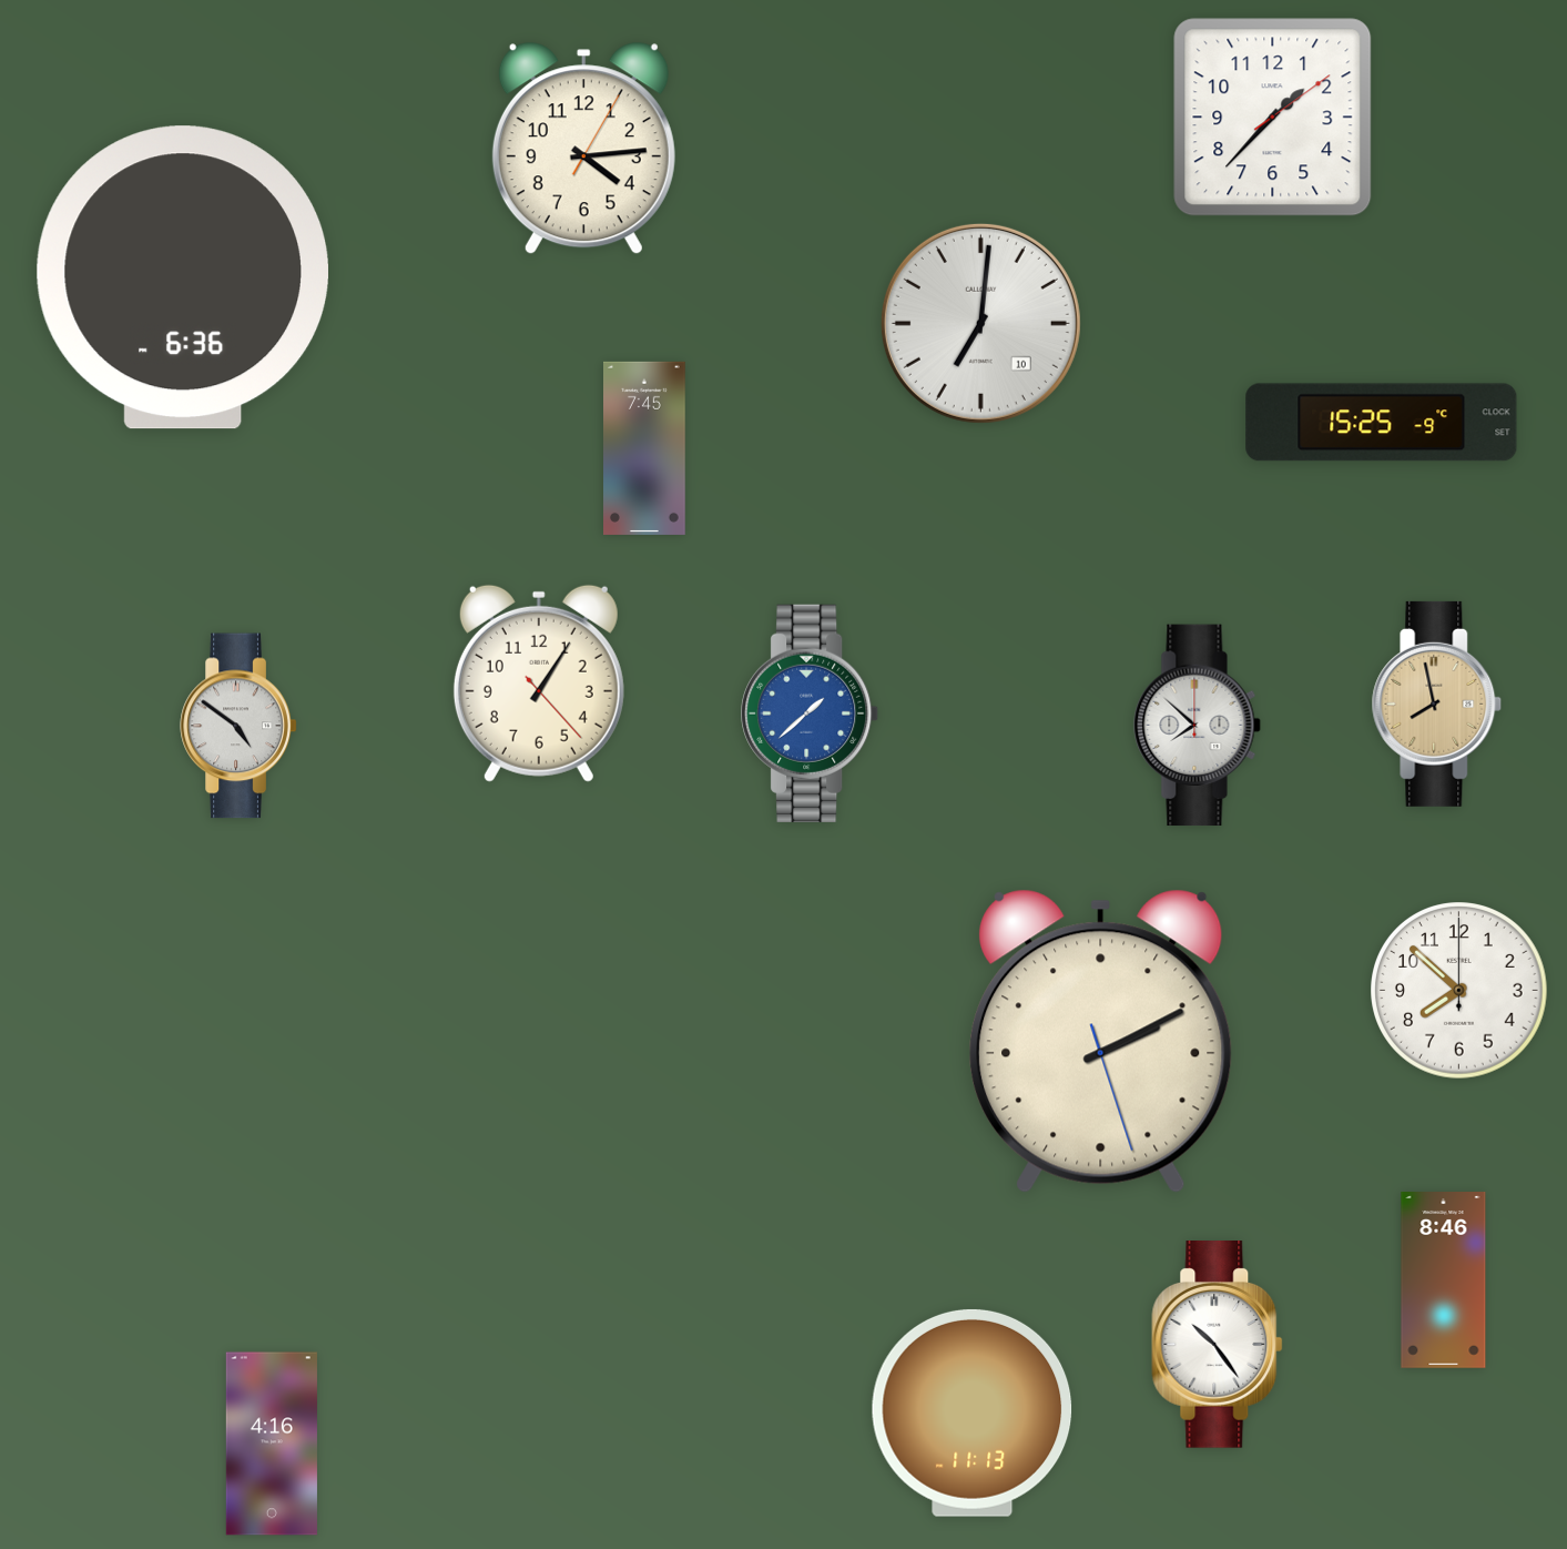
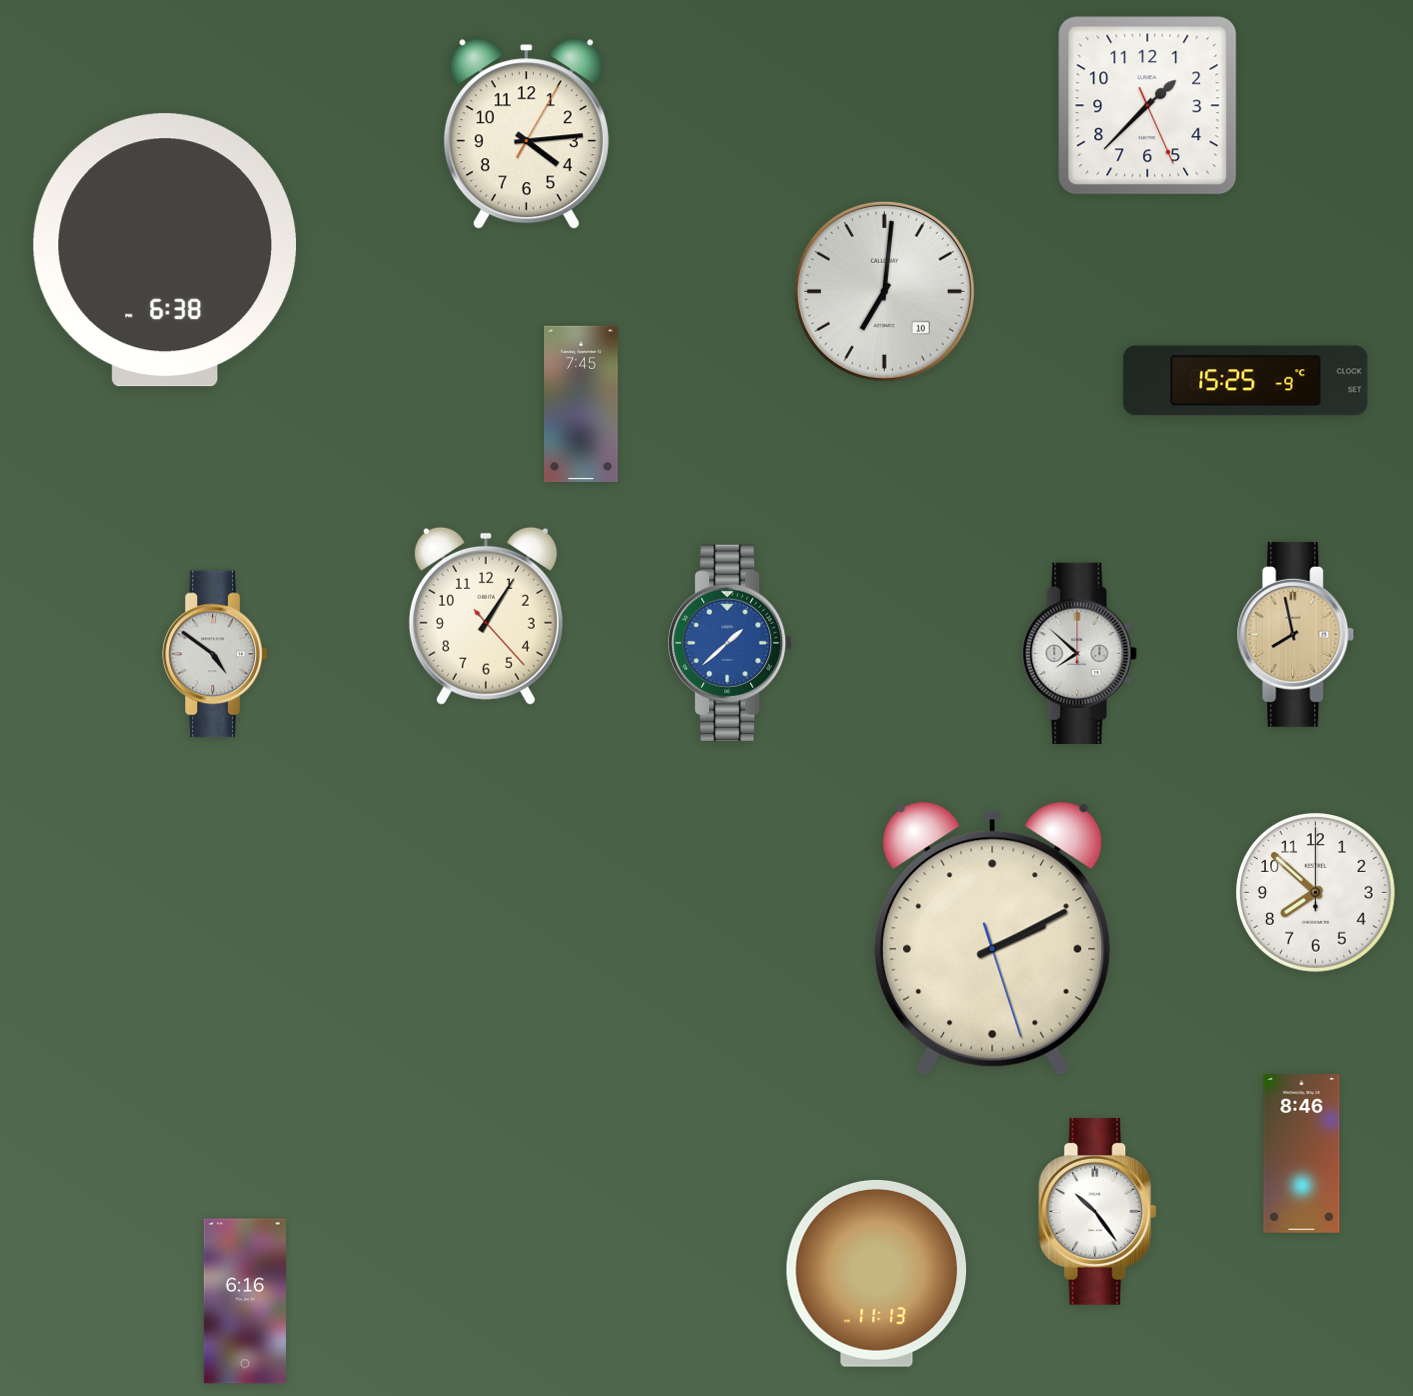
clock at (1273, 118): 1:37:09 -> 1:37:26
clock at (183, 277): 6:36 -> 6:38
clock at (272, 1444): 4:16 -> 6:16
